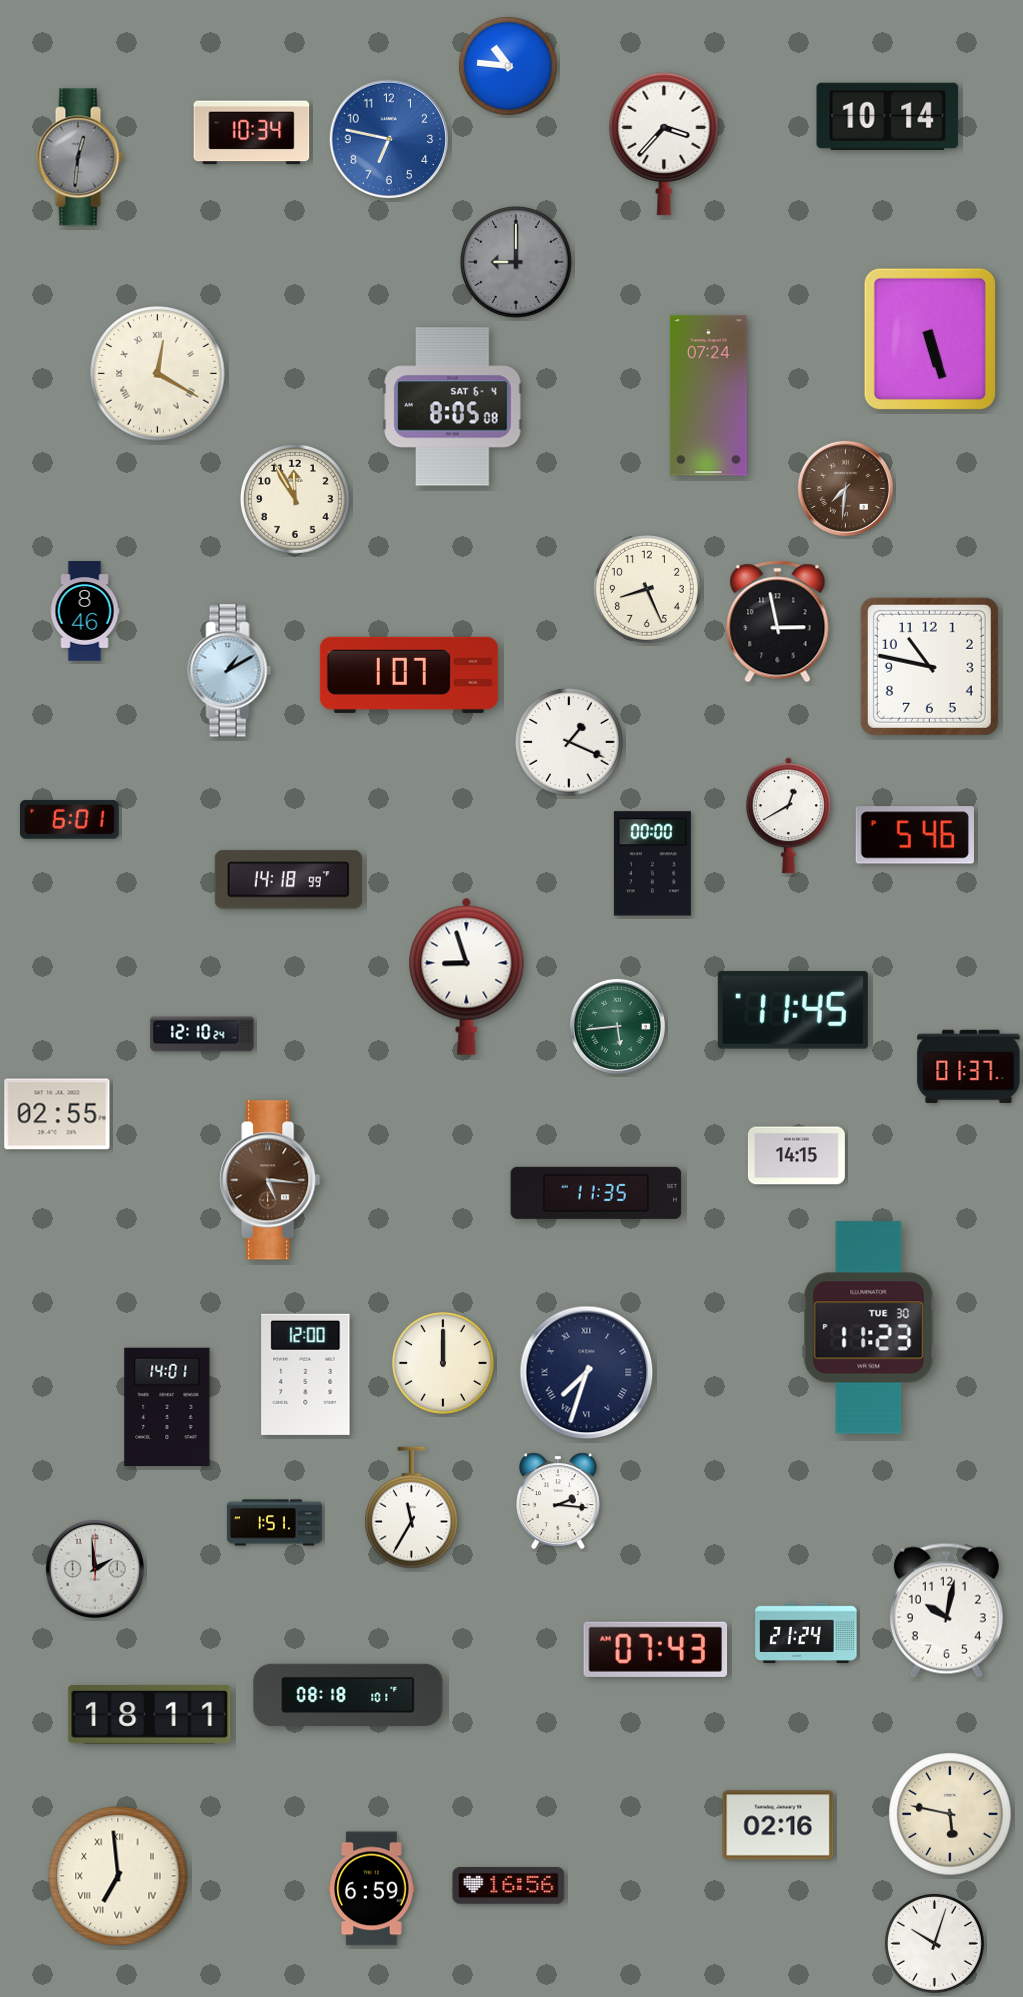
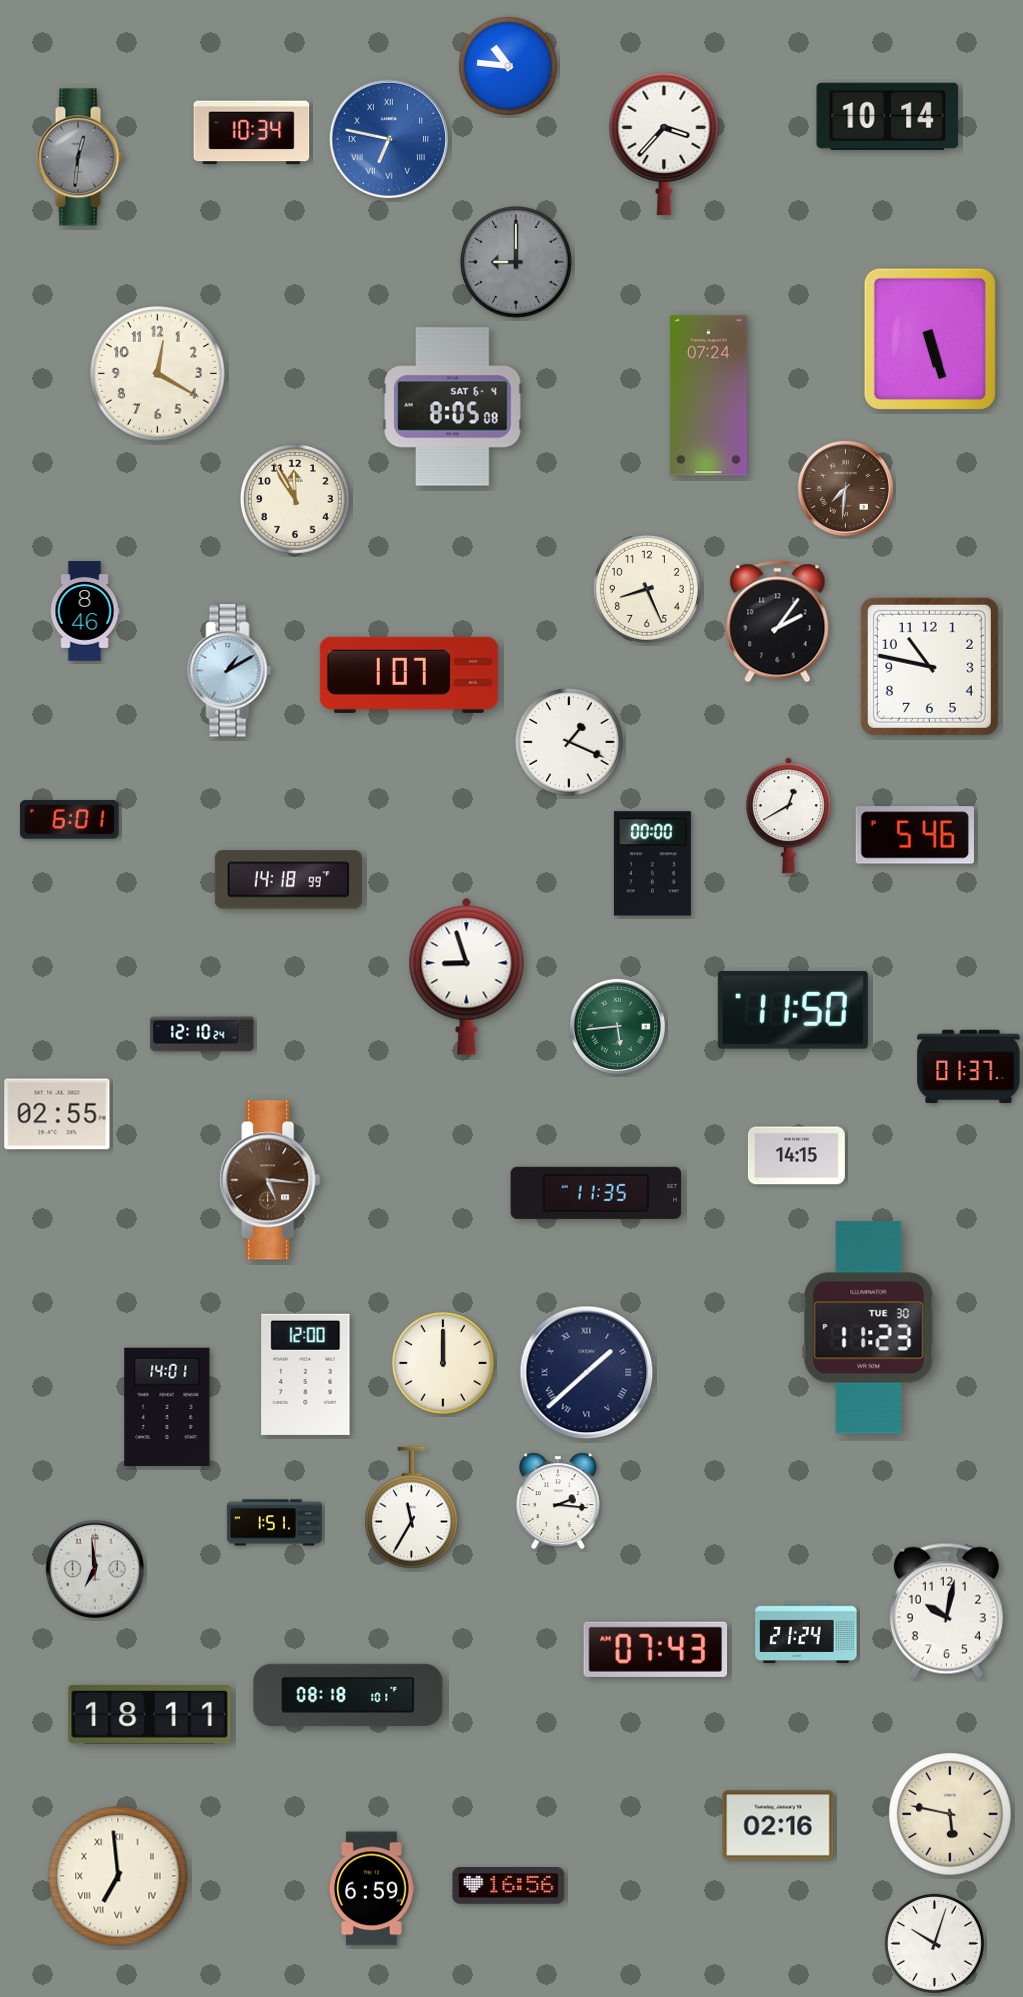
clock at (389, 139) numerals: Arabic -> Roman
clock at (158, 374) numerals: Roman -> Arabic
clock at (778, 622): 2:58 -> 2:06
clock at (793, 1010): 11:45 -> 11:50
clock at (587, 1373): 7:33 -> 1:38
clock at (95, 1569): 1:59 -> 6:59
